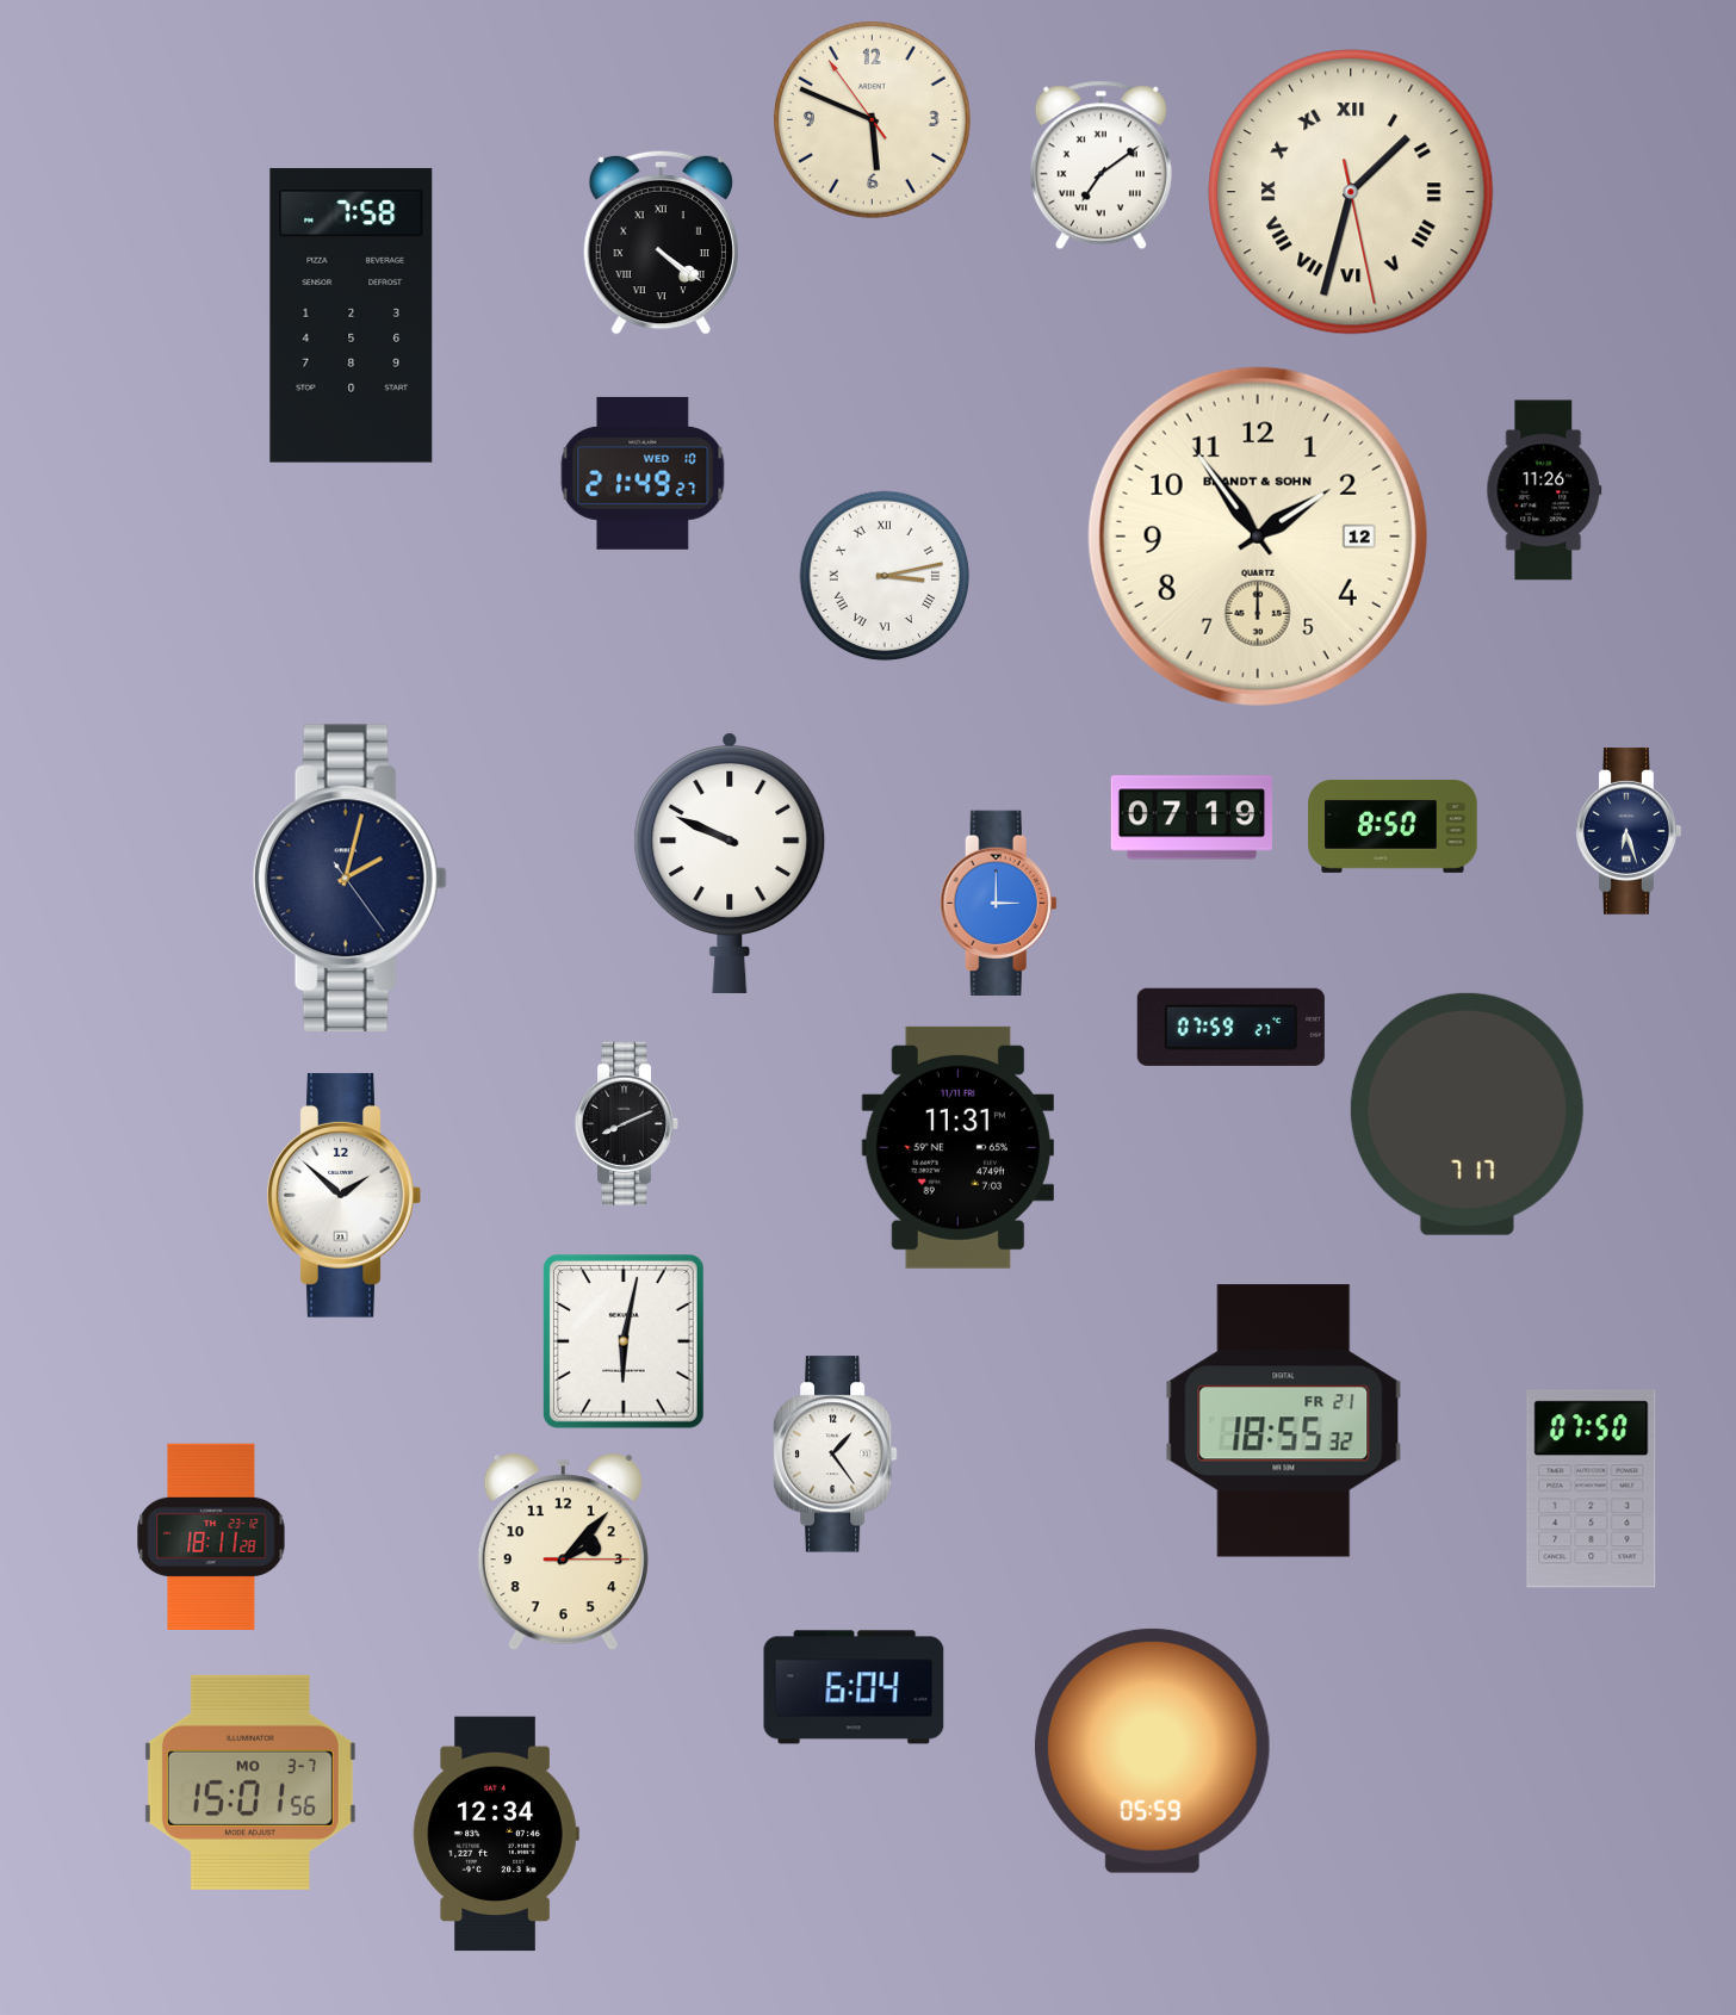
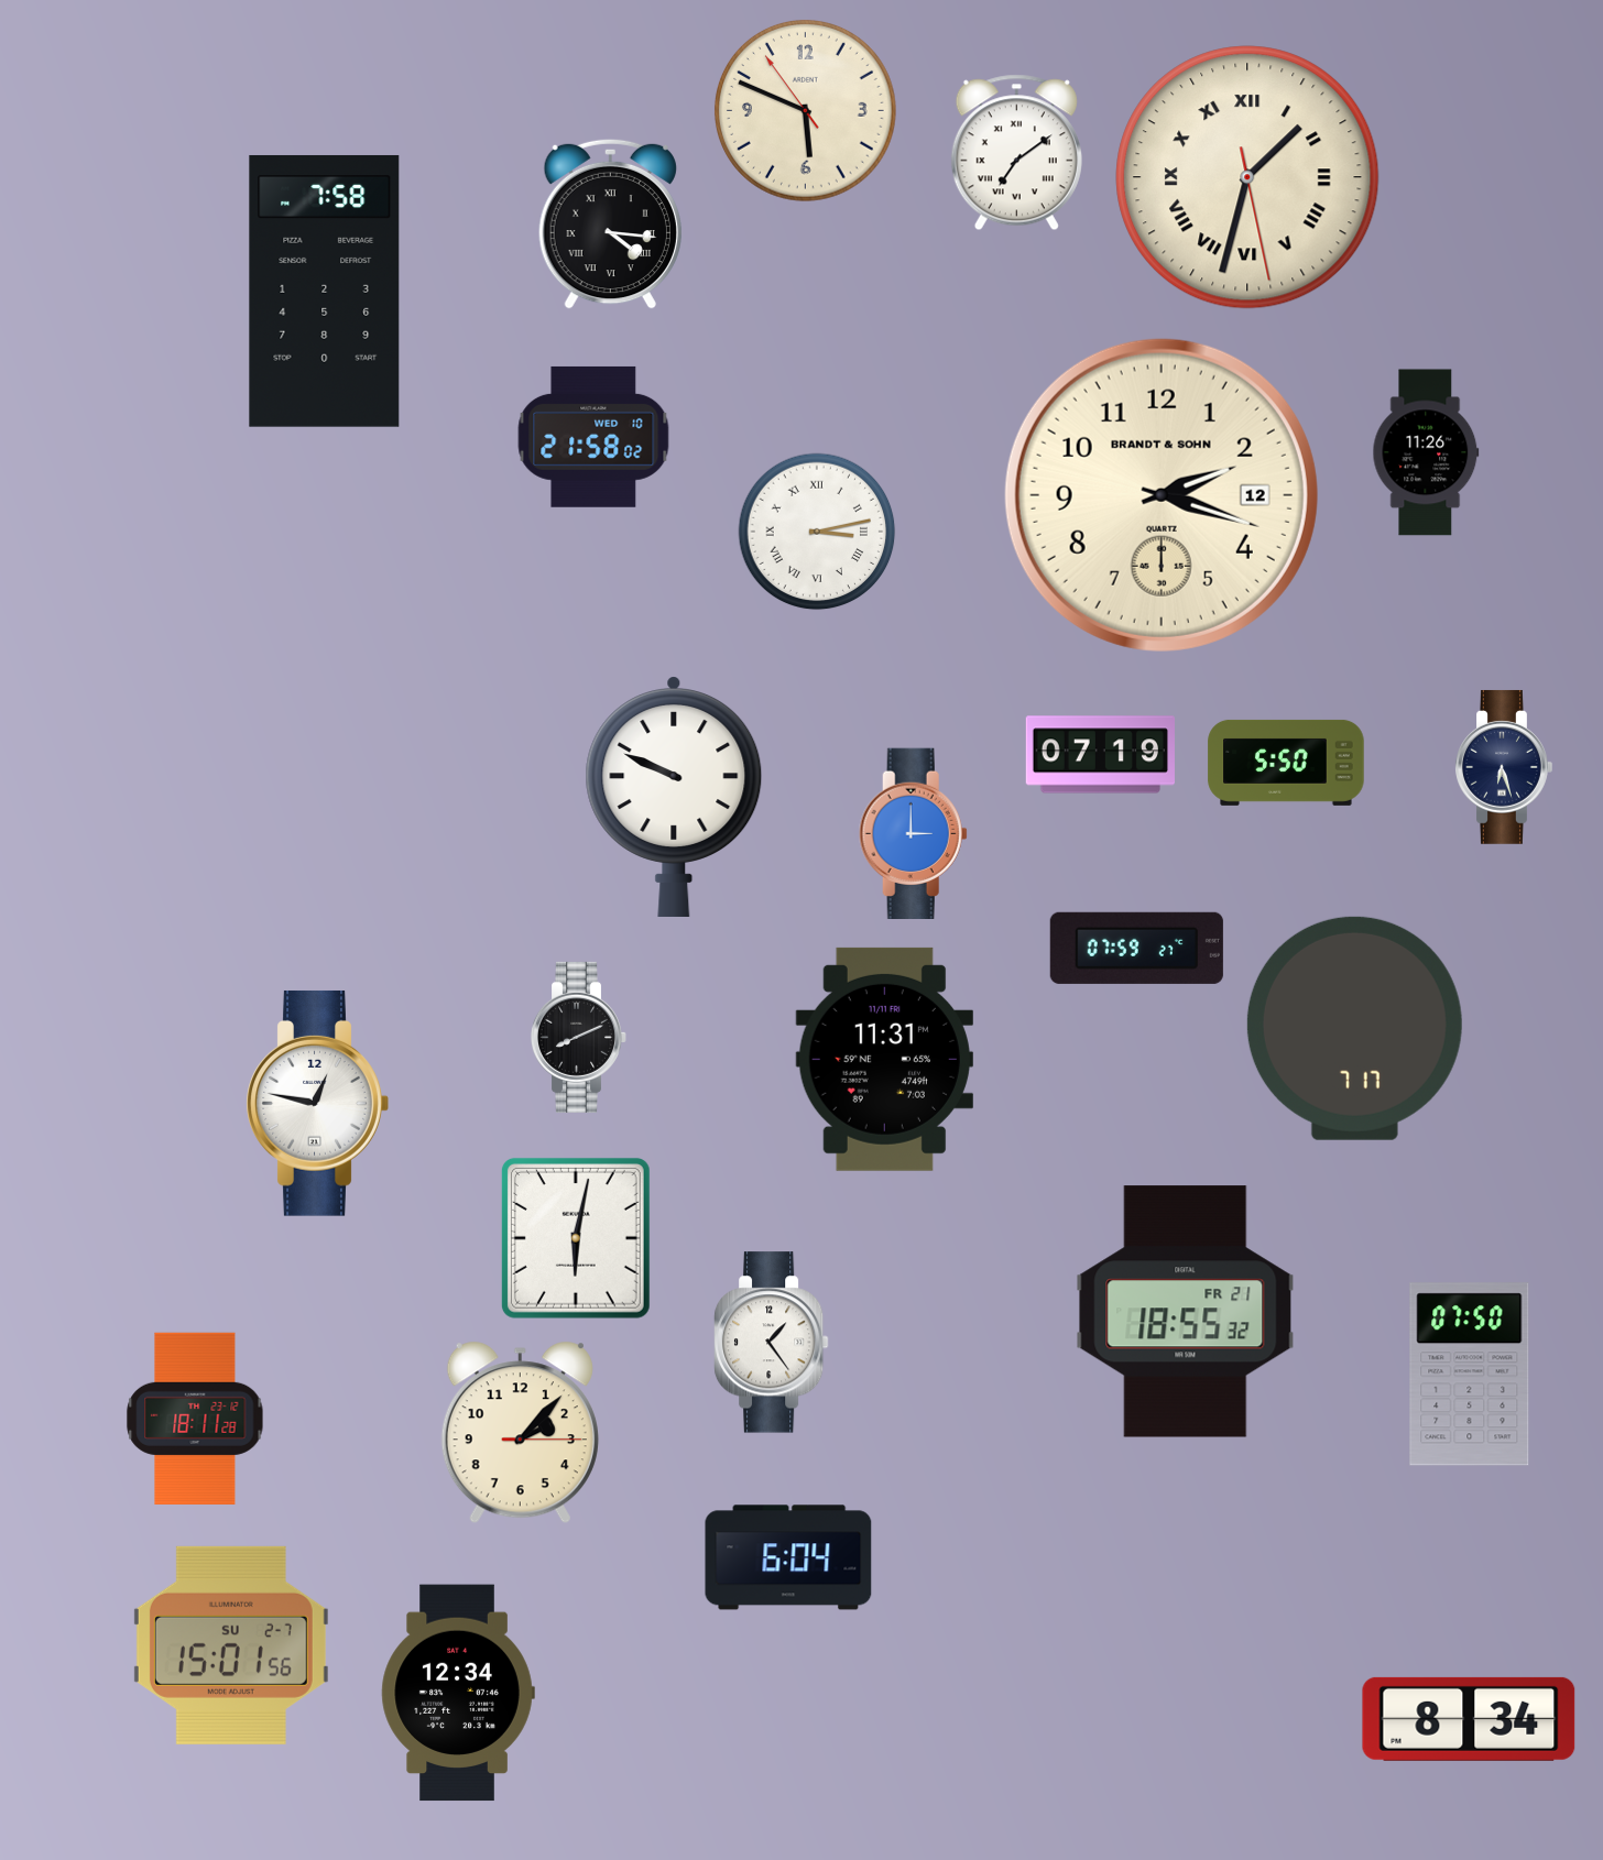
clock at (661, 242): 4:21 -> 4:16
clock at (643, 473): 21:49 -> 21:58
clock at (1258, 537): 1:54 -> 2:18
clock at (1393, 826): 8:50 -> 5:50
clock at (349, 879): 2:02 -> none
clock at (998, 903) position: (998, 903) -> (913, 833)
clock at (343, 1195): 1:52 -> 12:47
clock at (1152, 1750): 05:59 -> none
clock at (250, 1782) date: MO 3-7 -> SU 2-7
clock at (1469, 1719): none -> 8:34
